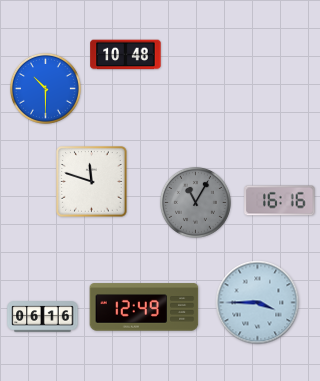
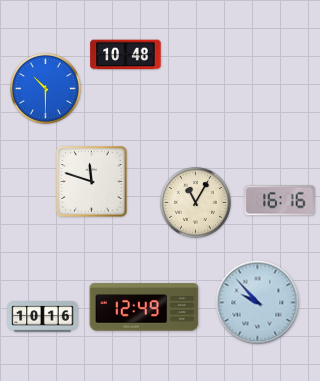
clock at (195, 202) dial: grey -> cream
clock at (258, 303): 3:45 -> 9:53
clock at (43, 317): 06:16 -> 10:16
